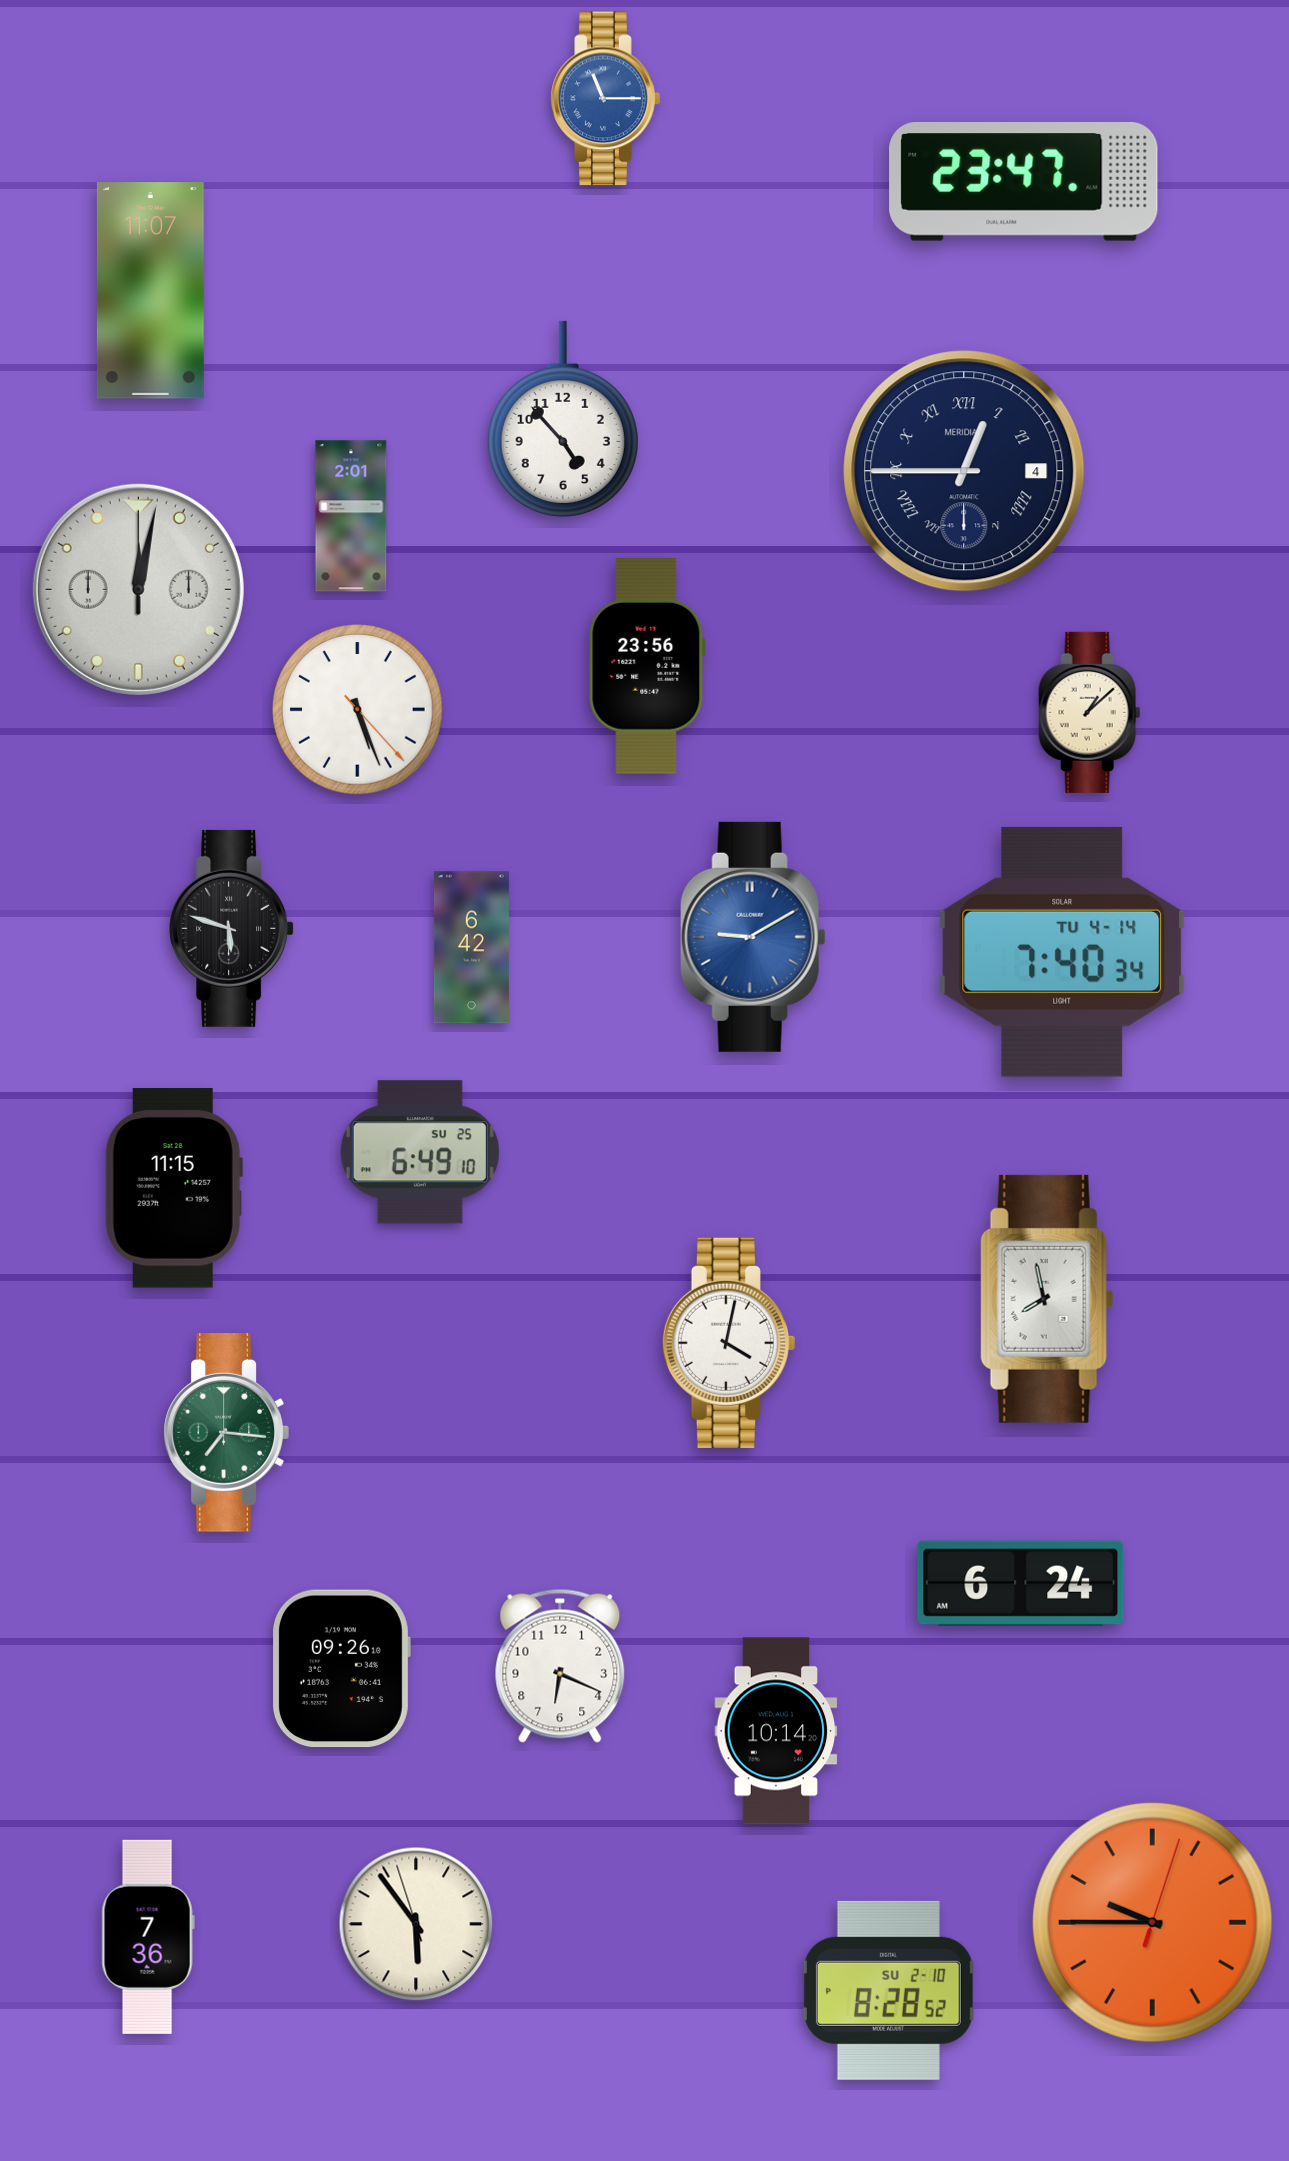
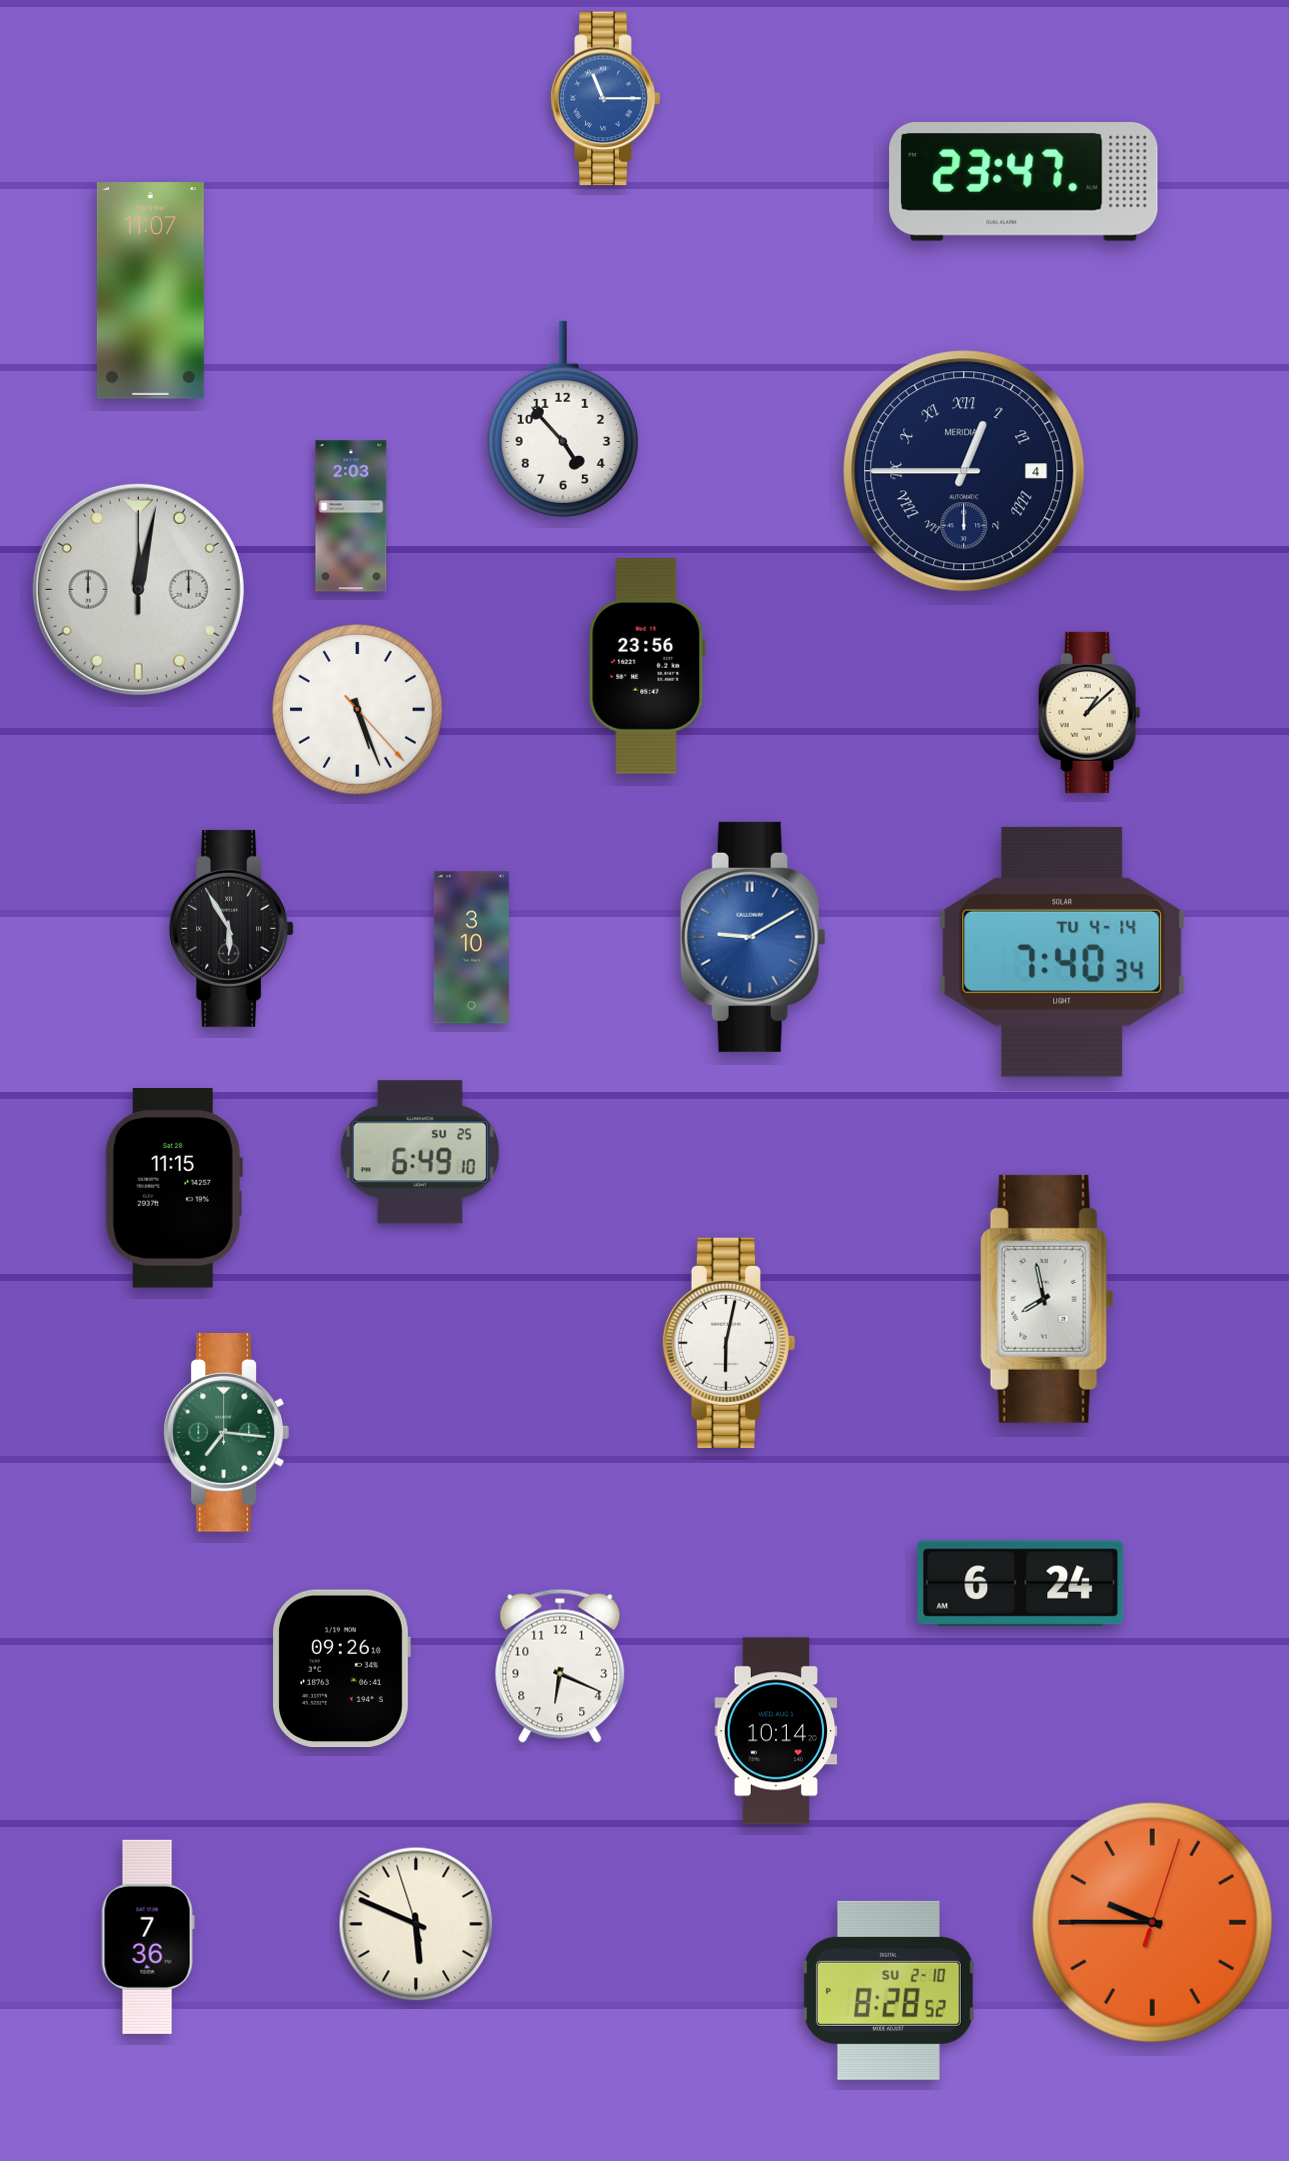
clock at (351, 516): 2:01 -> 2:03
clock at (232, 928): 5:48 -> 5:55
clock at (471, 948): 6:42 -> 3:10
clock at (728, 1343): 4:02 -> 6:02
clock at (416, 1924): 5:53 -> 5:48
